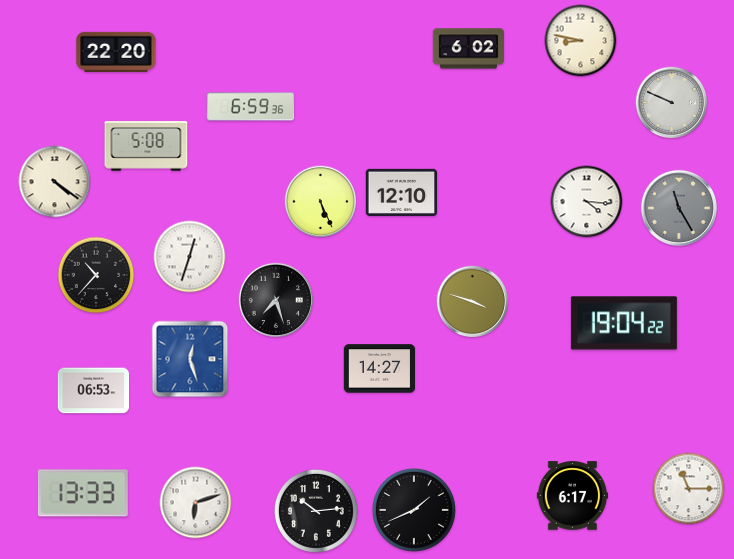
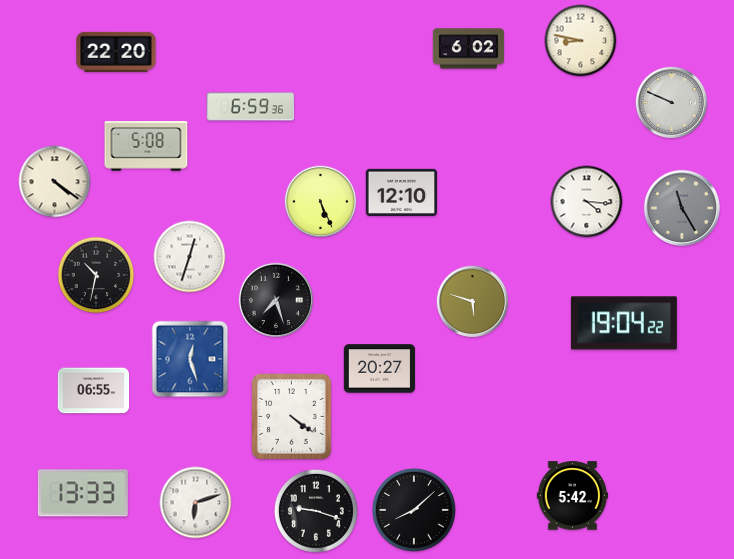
clock at (679, 208) position: (679, 208) -> (682, 208)
clock at (96, 275): 10:37 -> 10:32
clock at (473, 302): 3:48 -> 5:48
clock at (380, 369): 14:27 -> 20:27
clock at (94, 391): 06:53 -> 06:55
clock at (292, 417): none -> 4:21
clock at (689, 489): 11:15 -> none
clock at (573, 496): 6:17 -> 5:42
clock at (414, 510): 1:41 -> 8:08
clock at (316, 511): 10:14 -> 9:18
